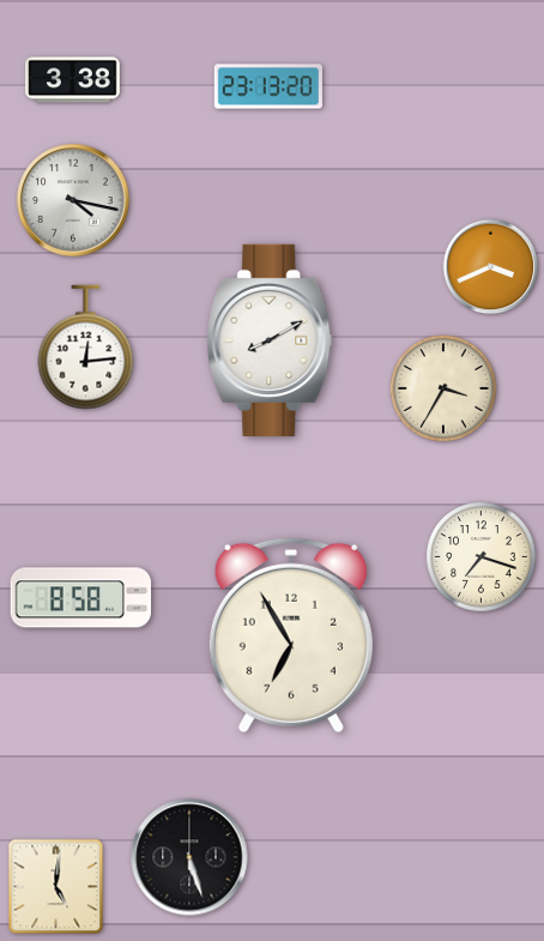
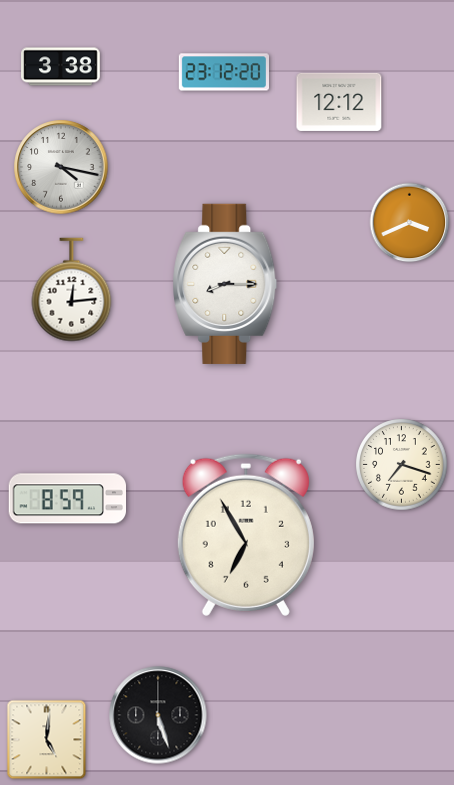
clock at (267, 86): 23:13 -> 23:12
clock at (339, 102): none -> 12:12
clock at (270, 340): 8:10 -> 8:15
clock at (443, 388): 3:35 -> none
clock at (81, 598): 8:58 -> 8:59
clock at (291, 635) position: (291, 635) -> (246, 535)
